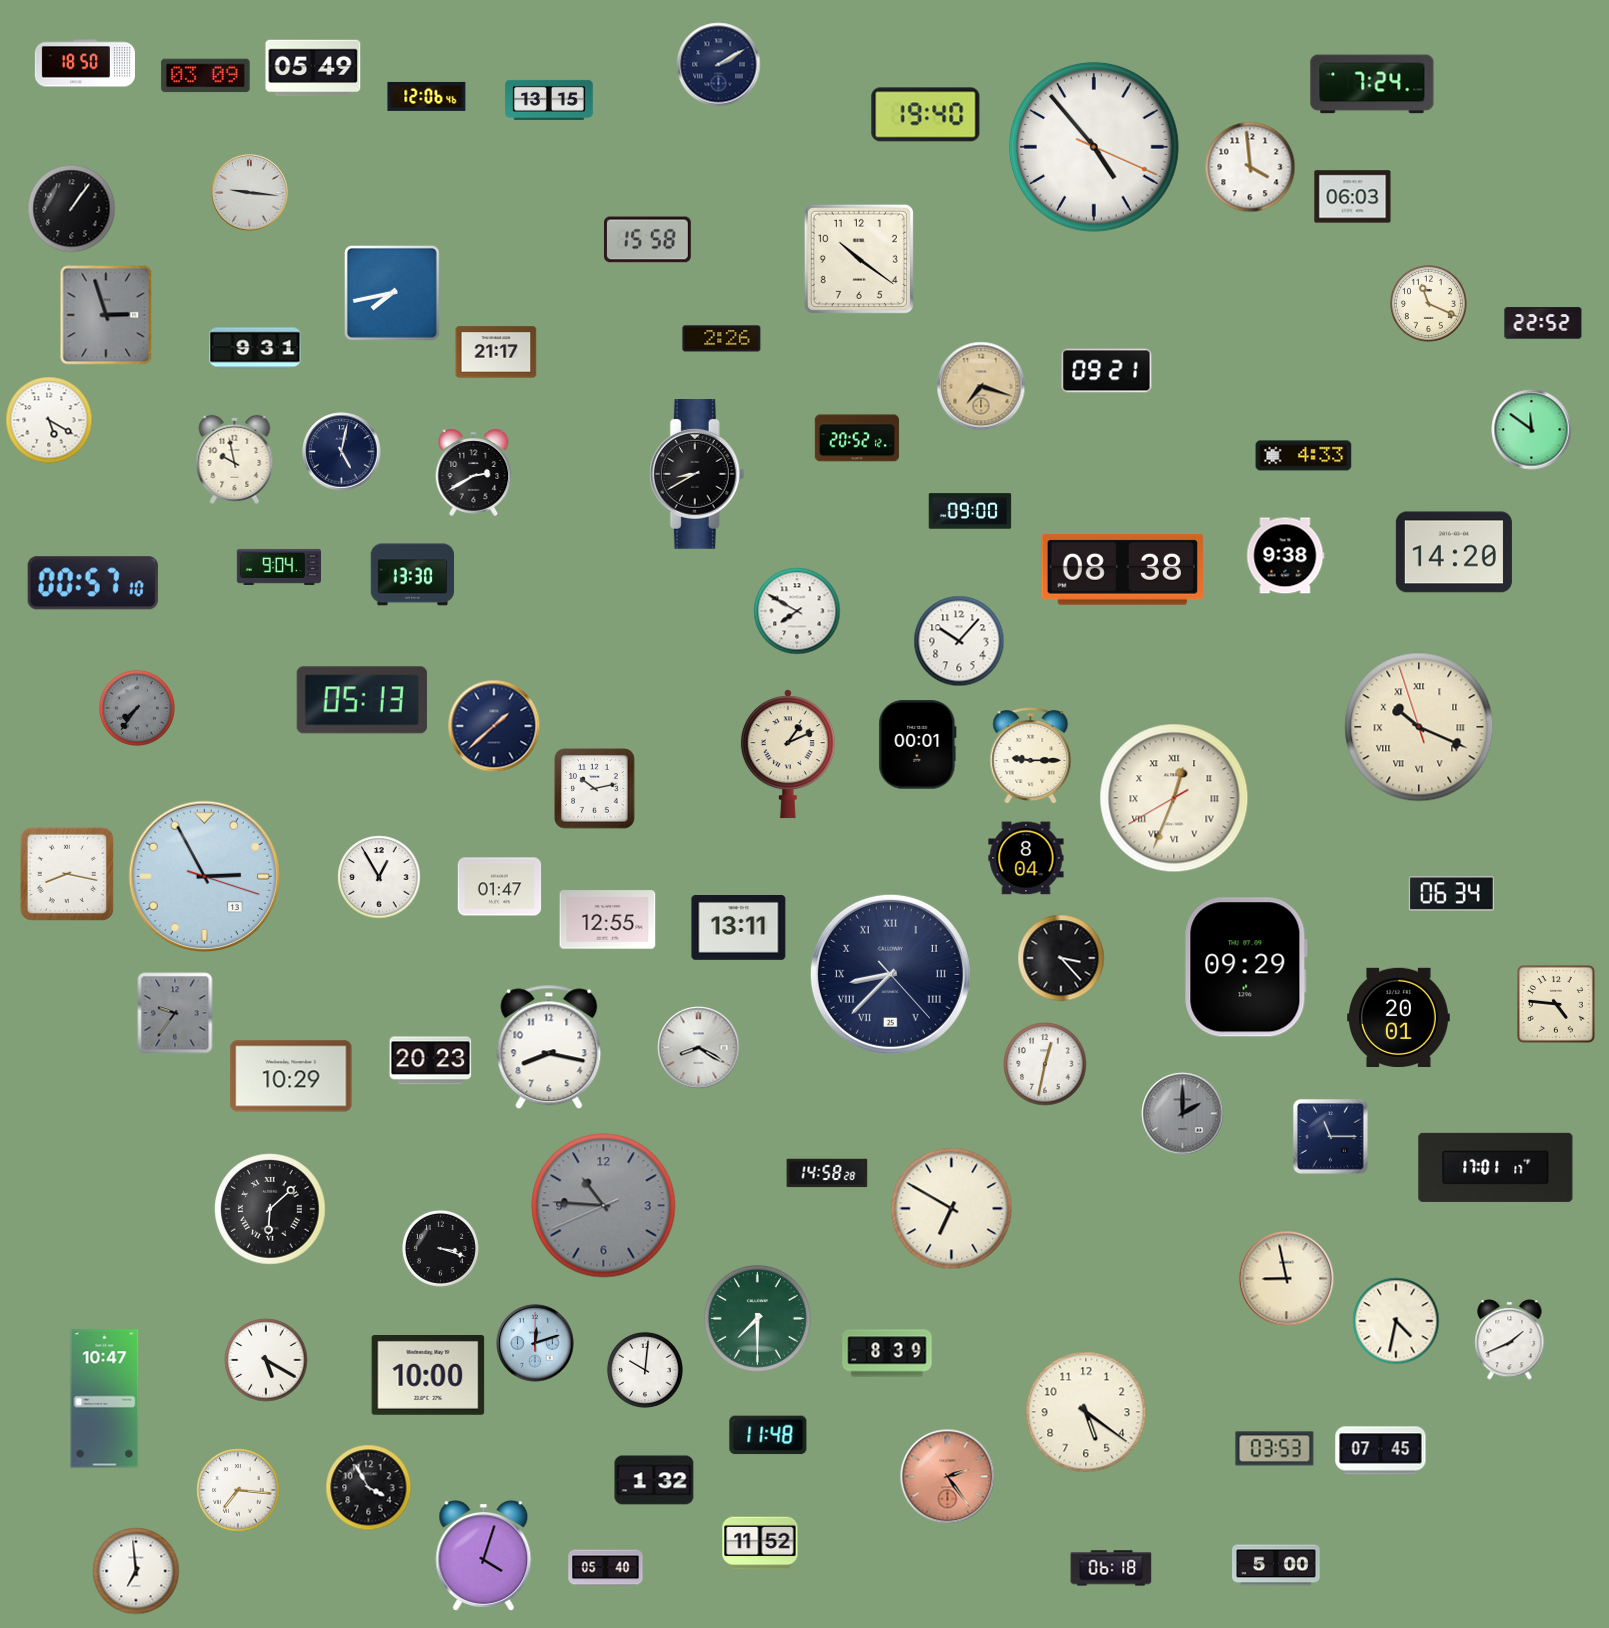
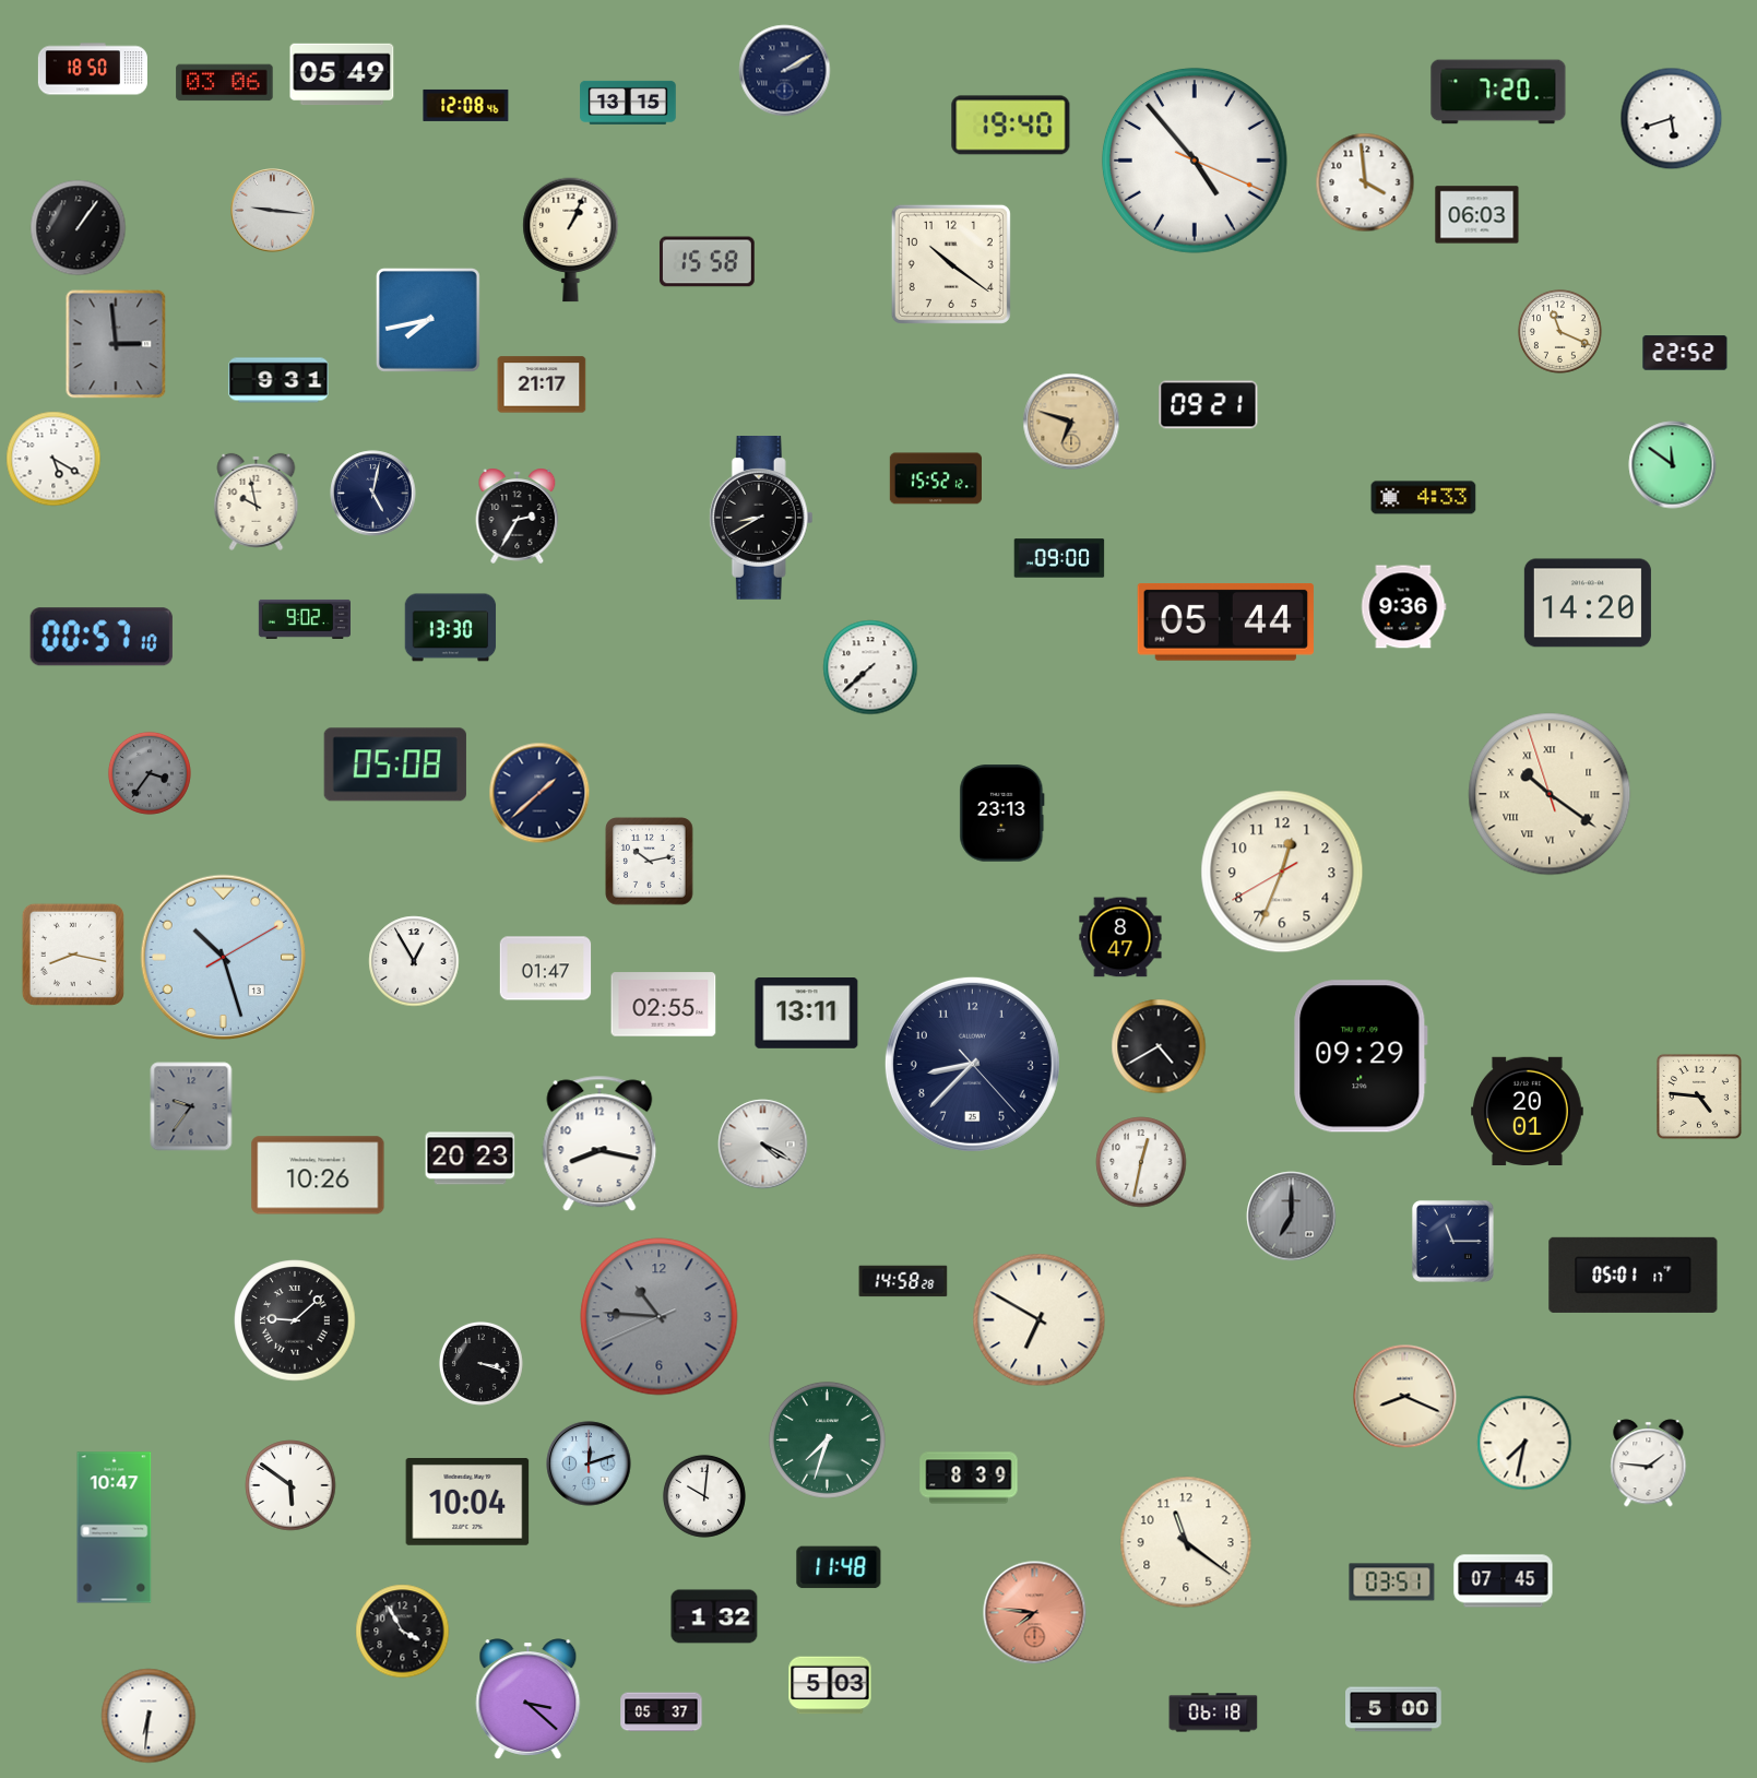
clock at (206, 76): 03:09 -> 03:06
clock at (1372, 84): 7:24 -> 7:20
clock at (427, 96): 12:06 -> 12:08
clock at (549, 100) position: (549, 100) -> (628, 103)
clock at (1672, 119): none -> 5:42
clock at (571, 240): none -> 1:04
clock at (859, 259) position: (859, 259) -> (951, 264)
clock at (106, 315): 2:57 -> 2:59
clock at (722, 339): 2:26 -> none
clock at (981, 386): 7:18 -> 6:48
clock at (1532, 430) position: (1532, 430) -> (1673, 465)
clock at (857, 438): 20:52 -> 15:52
clock at (474, 472): 2:40 -> 2:35
clock at (1285, 556): 9:38 -> 9:36
clock at (278, 567): 9:04 -> 9:02
clock at (1122, 569): 08:38 -> 05:44
clock at (797, 611): 7:50 -> 7:38
clock at (959, 641): 10:07 -> none
clock at (362, 700): 05:13 -> 05:08
clock at (137, 708): 7:36 -> 3:36
clock at (1419, 727): 10:18 -> 10:20
clock at (918, 745): 00:01 -> 23:13
clock at (788, 754): 1:11 -> none
clock at (1031, 756): 9:15 -> none
clock at (1174, 798) numerals: Roman -> Arabic
clock at (1026, 858): 8:04 -> 8:47
clock at (204, 876): 2:55 -> 10:27
clock at (379, 877) position: (379, 877) -> (414, 961)
clock at (1451, 894): 06:34 -> none
clock at (608, 920): 12:55 -> 02:55
clock at (1061, 958): 3:23 -> 4:40
clock at (890, 974) numerals: Roman -> Arabic
clock at (699, 1048): 8:20 -> 4:20
clock at (291, 1076): 10:29 -> 10:26
clock at (1183, 1114): 2:00 -> 7:00
clock at (1496, 1167): 17:01 -> 05:01
clock at (270, 1209): 6:08 -> 9:08
clock at (1287, 1279): 8:58 -> 8:19
clock at (757, 1318): 7:30 -> 7:33
clock at (1396, 1321): 4:32 -> 7:32
clock at (1510, 1340): 1:41 -> 1:46
clock at (535, 1343) position: (535, 1343) -> (589, 1463)
clock at (266, 1360): 5:20 -> 5:51
clock at (428, 1376): 10:00 -> 10:04
clock at (1086, 1412): 5:21 -> 11:21
clock at (1275, 1449): 03:53 -> 03:51
clock at (1381, 1451) position: (1381, 1451) -> (1504, 1581)
clock at (948, 1477): 2:24 -> 7:46
clock at (369, 1488) position: (369, 1488) -> (403, 1632)
clock at (238, 1490): 7:16 -> none
clock at (760, 1543): 11:52 -> 5:03
clock at (484, 1556): 4:03 -> 3:22
clock at (606, 1568): 05:40 -> 05:37
clock at (136, 1571): 6:59 -> 6:31
